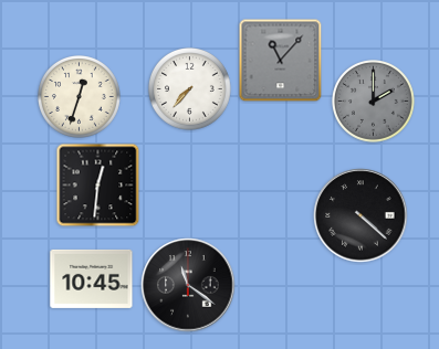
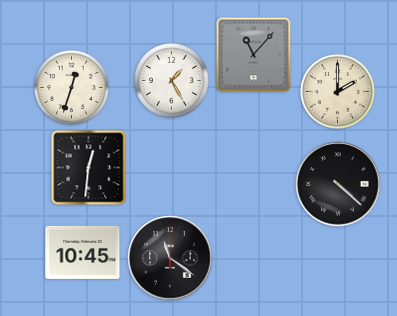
clock at (190, 89): 7:37 -> 1:25
clock at (374, 102) dial: grey -> cream
clock at (360, 215) position: (360, 215) -> (338, 184)
